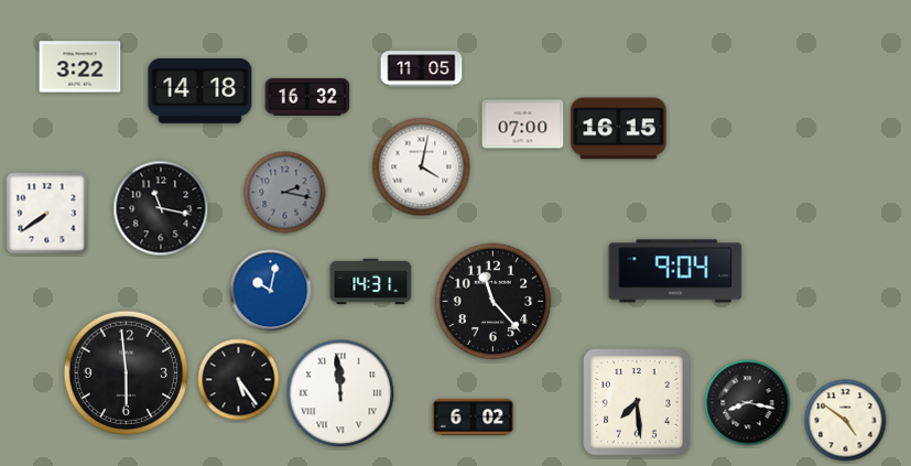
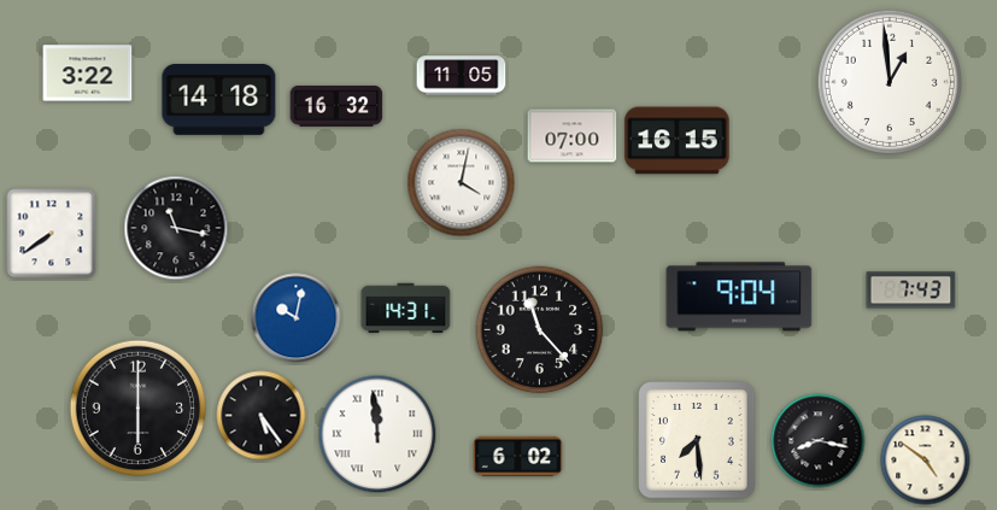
clock at (890, 82): none -> 12:59
clock at (285, 193): 2:17 -> none
clock at (911, 291): none -> 7:43
clock at (127, 373): 5:59 -> 6:00
clock at (340, 393) position: (340, 393) -> (377, 434)
